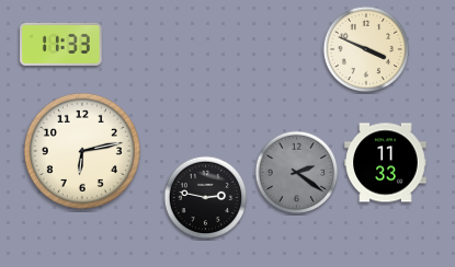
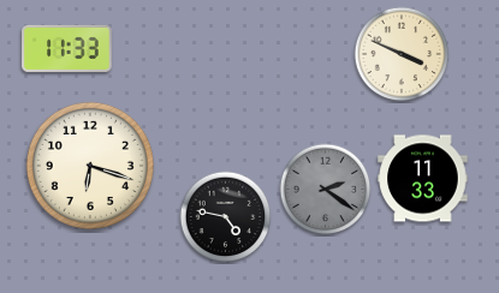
clock at (82, 151): 6:13 -> 6:18
clock at (206, 198): 2:47 -> 4:47
